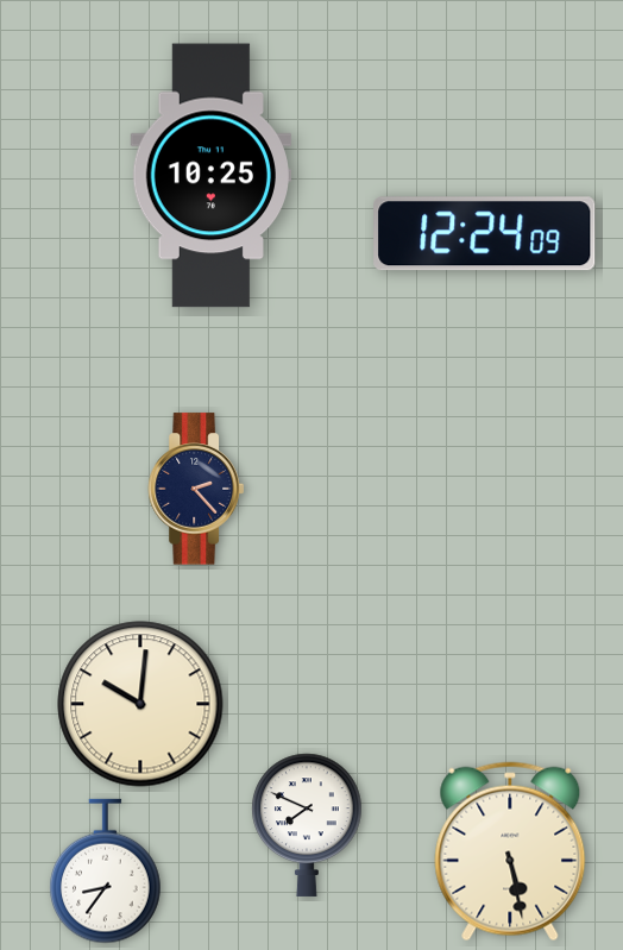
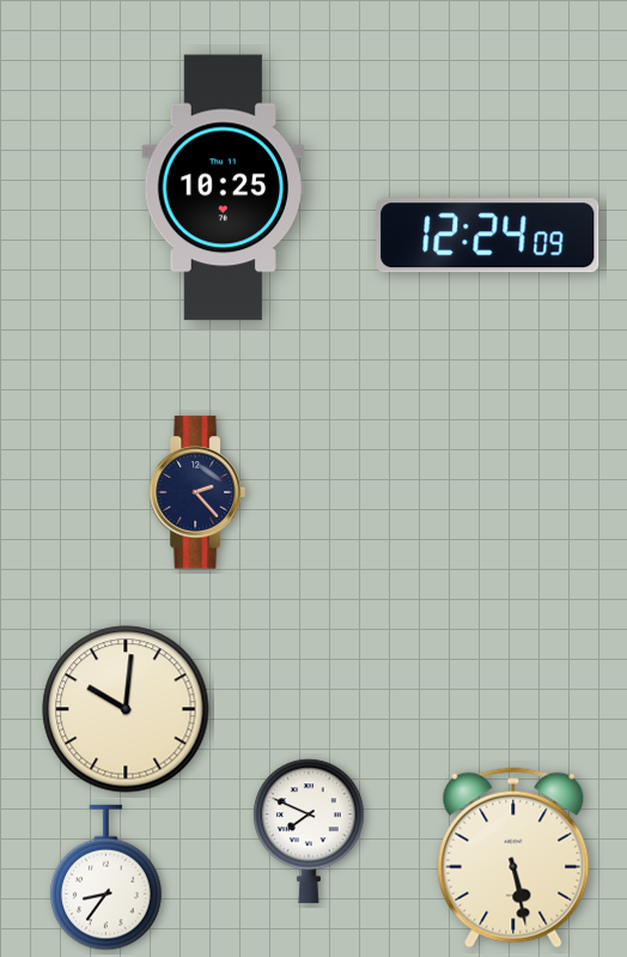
clock at (212, 176) position: (212, 176) -> (224, 188)
clock at (140, 704) position: (140, 704) -> (126, 709)
